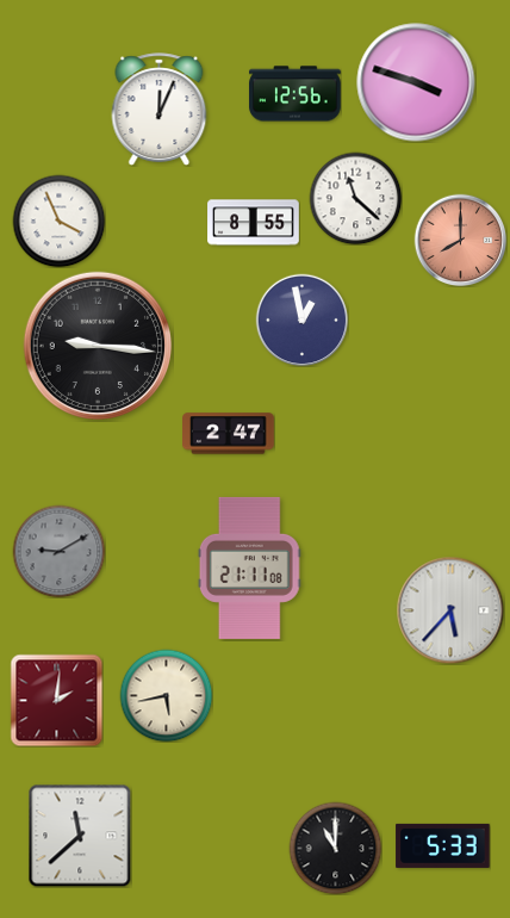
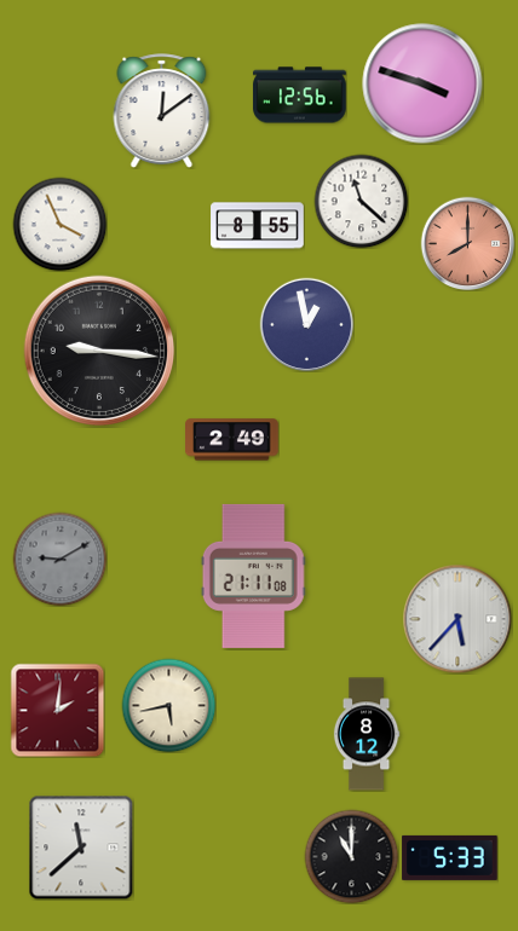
clock at (160, 110): 12:04 -> 12:09
clock at (229, 434): 2:47 -> 2:49
clock at (367, 734): none -> 8:12
clock at (335, 848) position: (335, 848) -> (351, 856)
